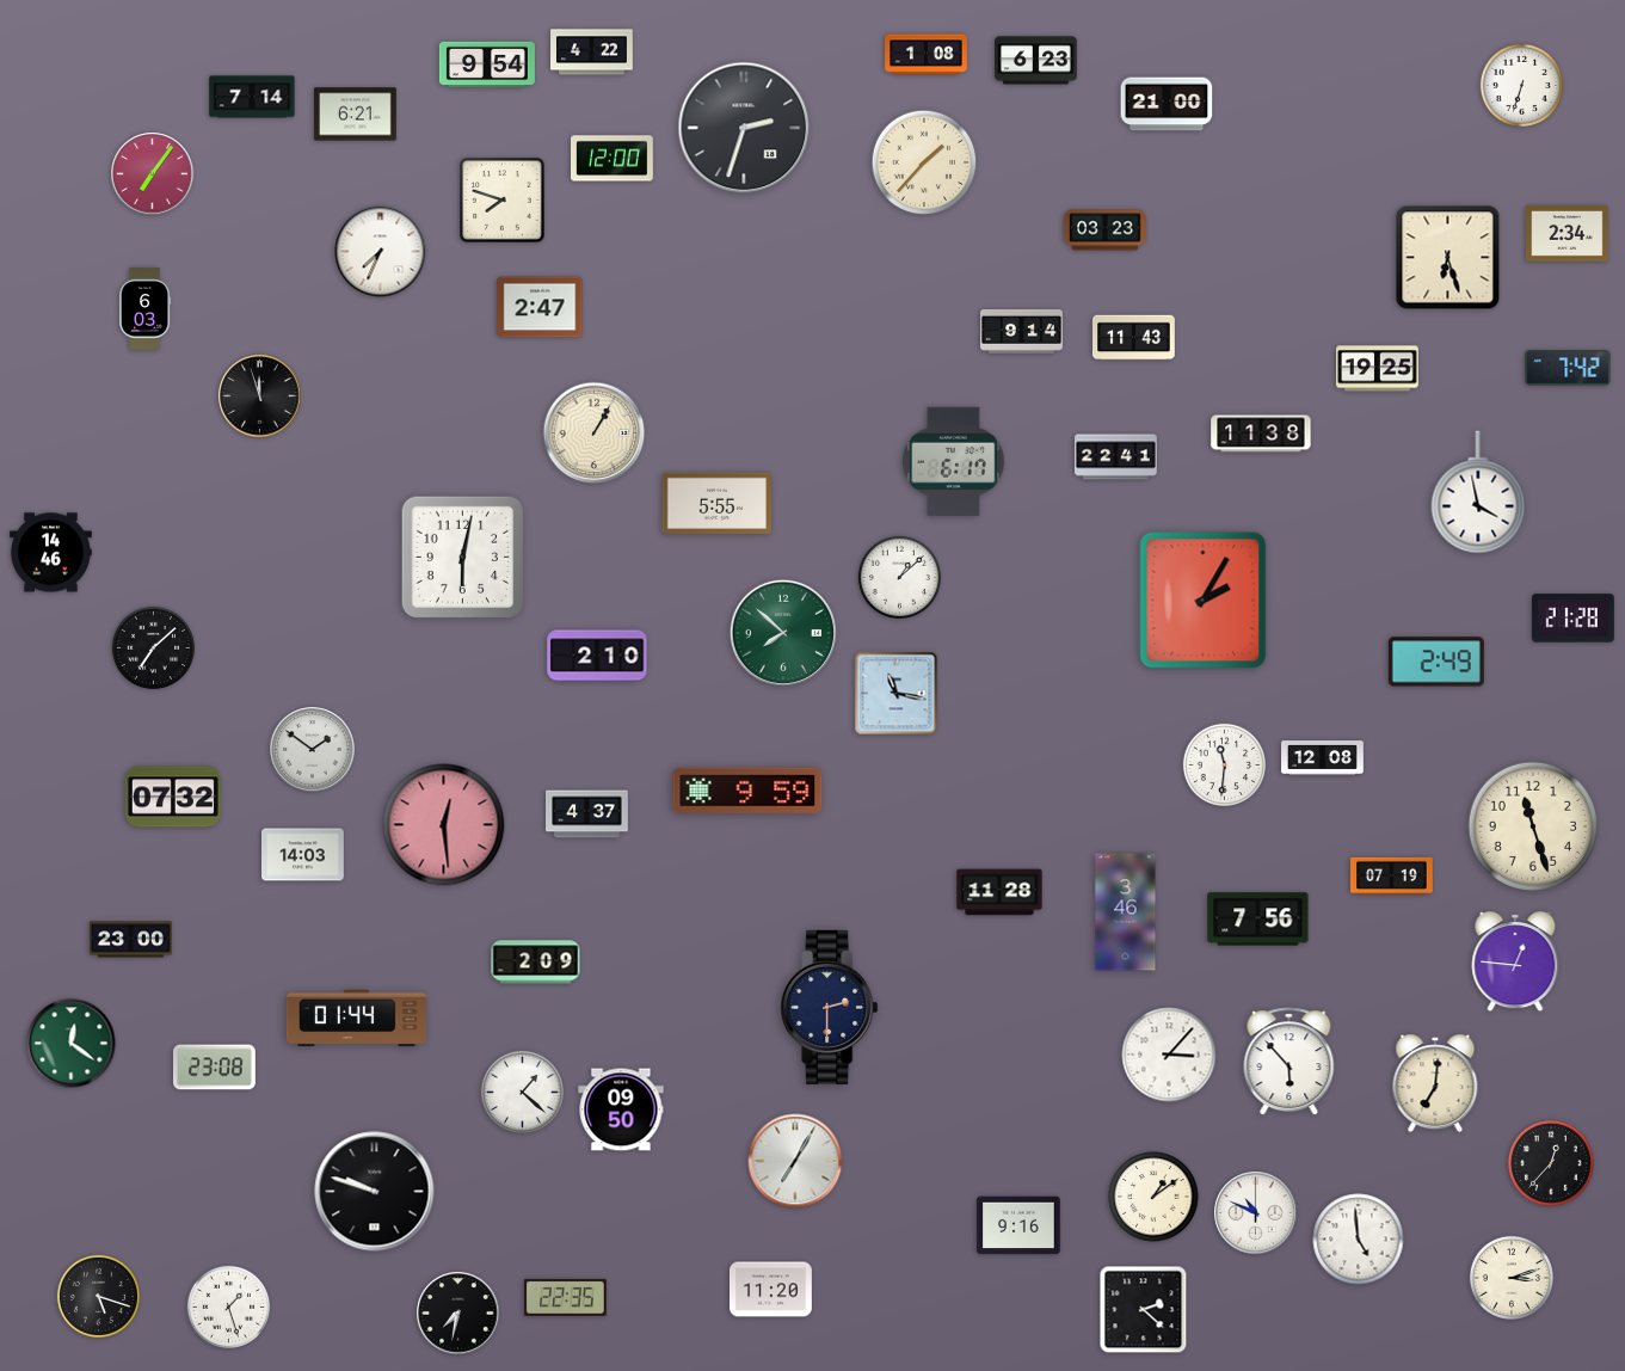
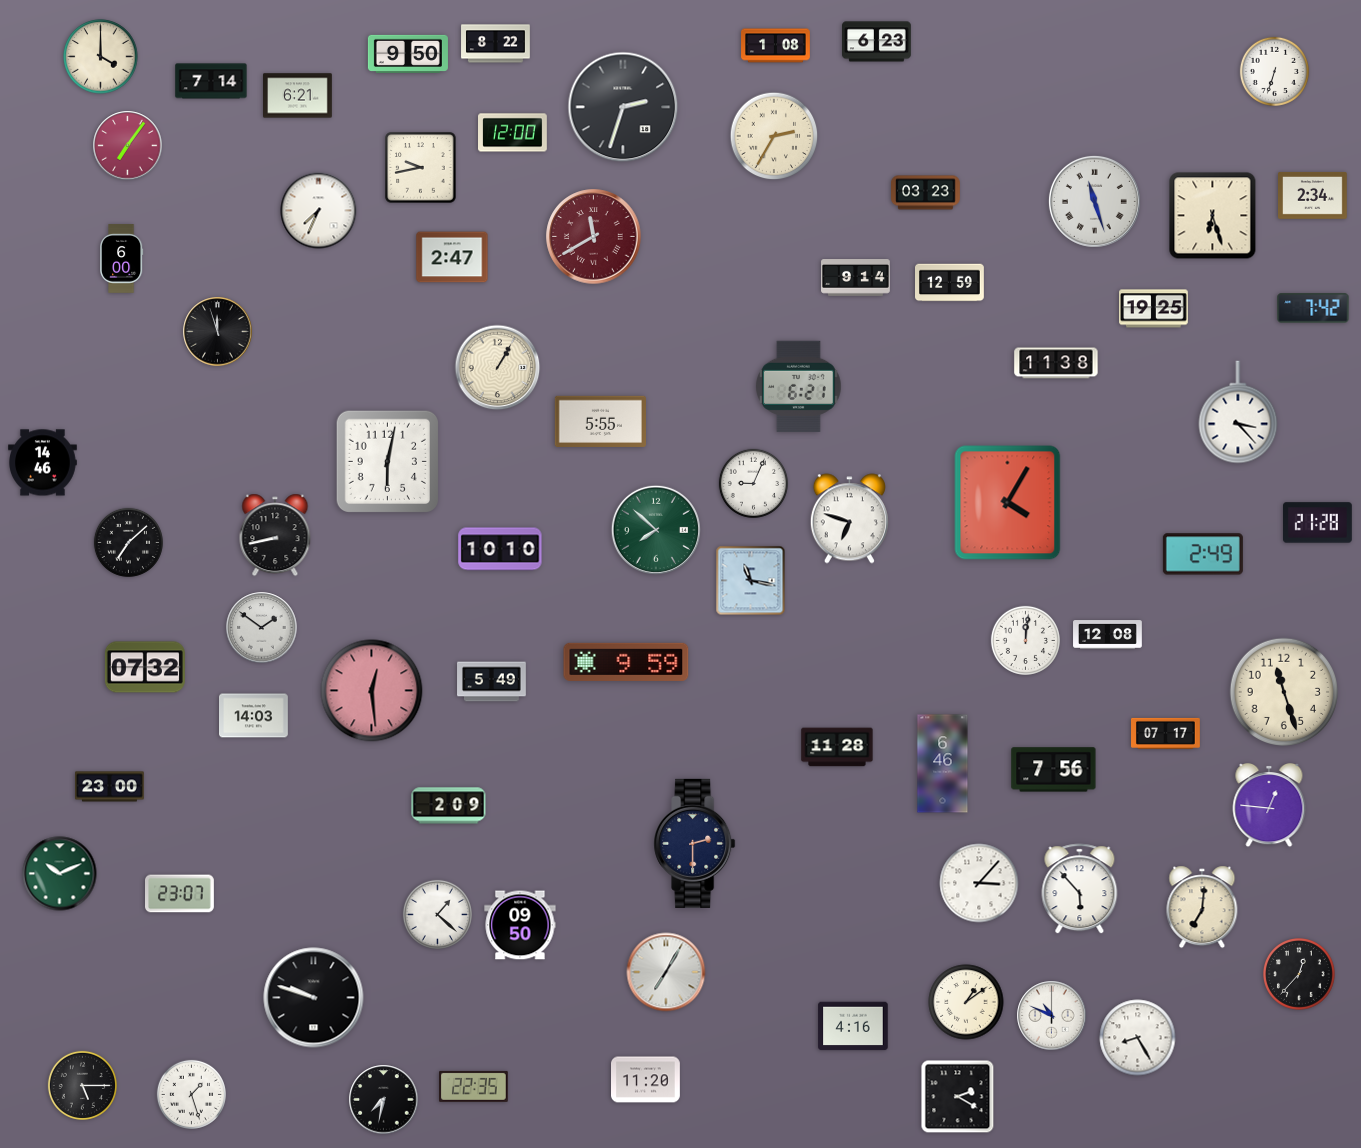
clock at (592, 53): 4:22 -> 8:22
clock at (1036, 61) position: (1036, 61) -> (877, 42)
clock at (487, 64): 9:54 -> 9:50
clock at (101, 57): none -> 4:00
clock at (1167, 104): 21:00 -> none
clock at (924, 162): 1:37 -> 2:35
clock at (503, 201): 7:48 -> 9:43
clock at (1094, 201): none -> 11:27
clock at (594, 237): none -> 11:40
clock at (146, 309): 6:03 -> 6:00
clock at (1134, 338): 11:43 -> 12:59
clock at (595, 434) position: (595, 434) -> (498, 368)
clock at (1116, 457): 22:41 -> none
clock at (954, 461): 6:17 -> 6:21
clock at (1478, 492): 3:58 -> 3:23
clock at (462, 557) position: (462, 557) -> (387, 461)
clock at (899, 577): 1:08 -> 9:04
clock at (1204, 601): 2:05 -> 4:05
clock at (1574, 619) position: (1574, 619) -> (1318, 523)
clock at (849, 519): none -> 6:48
clock at (275, 535): none -> 8:43
clock at (597, 656): 2:10 -> 10:10
clock at (1224, 764): 11:31 -> 12:01
clock at (587, 814): 4:37 -> 5:49
clock at (1392, 875): 07:19 -> 07:17
clock at (1126, 912): 3:46 -> 6:46
clock at (356, 1019): 01:44 -> none
clock at (72, 1044): 12:21 -> 10:11
clock at (215, 1068): 23:08 -> 23:07
clock at (621, 1109) position: (621, 1109) -> (520, 925)
clock at (1018, 1225): 9:16 -> 4:16
clock at (1359, 1240): 4:59 -> 8:25
clock at (1512, 1278): 3:12 -> none
clock at (98, 1296): 5:18 -> 5:15
clock at (1144, 1310): 2:22 -> 2:20
